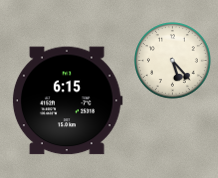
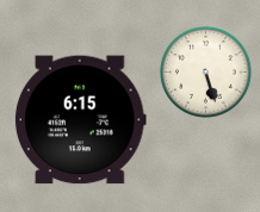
clock at (173, 61): 5:23 -> 5:27
